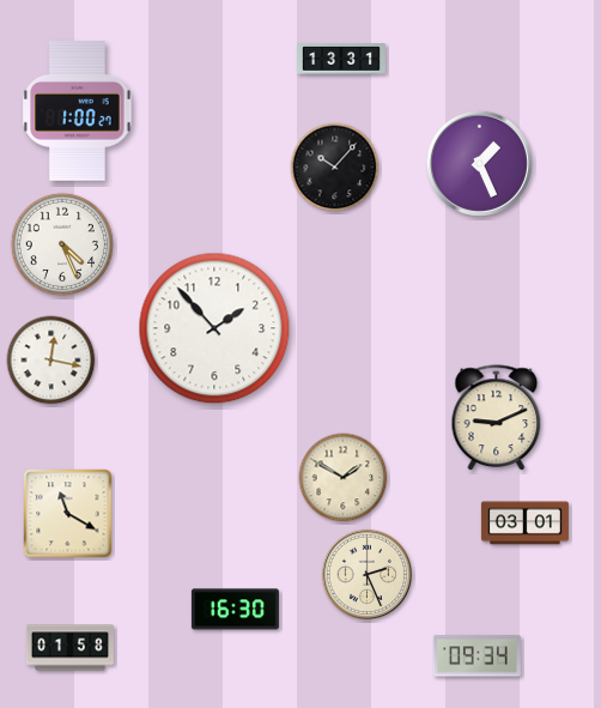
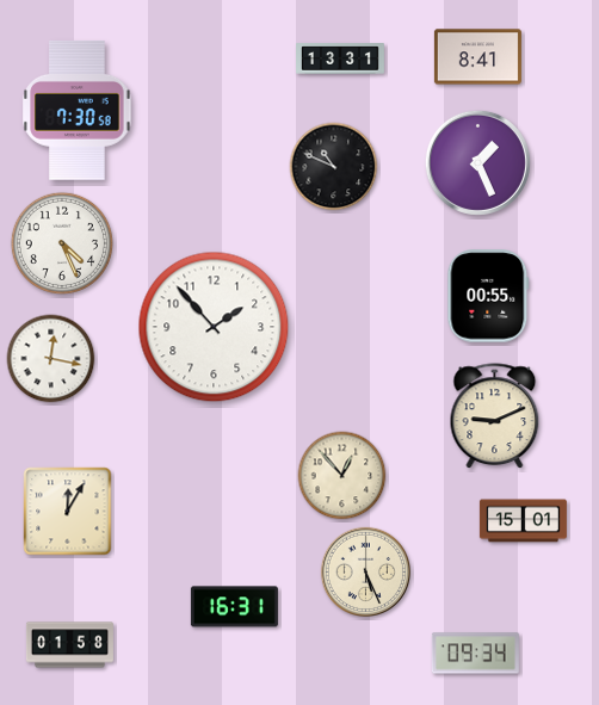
clock at (477, 57): none -> 8:41
clock at (78, 110): 1:00 -> 7:30
clock at (335, 168): 10:07 -> 10:49
clock at (488, 296): none -> 00:55
clock at (344, 478): 1:50 -> 12:53
clock at (68, 514): 11:20 -> 12:05
clock at (524, 524): 03:01 -> 15:01
clock at (366, 574): 2:26 -> 5:26
clock at (235, 610): 16:30 -> 16:31
